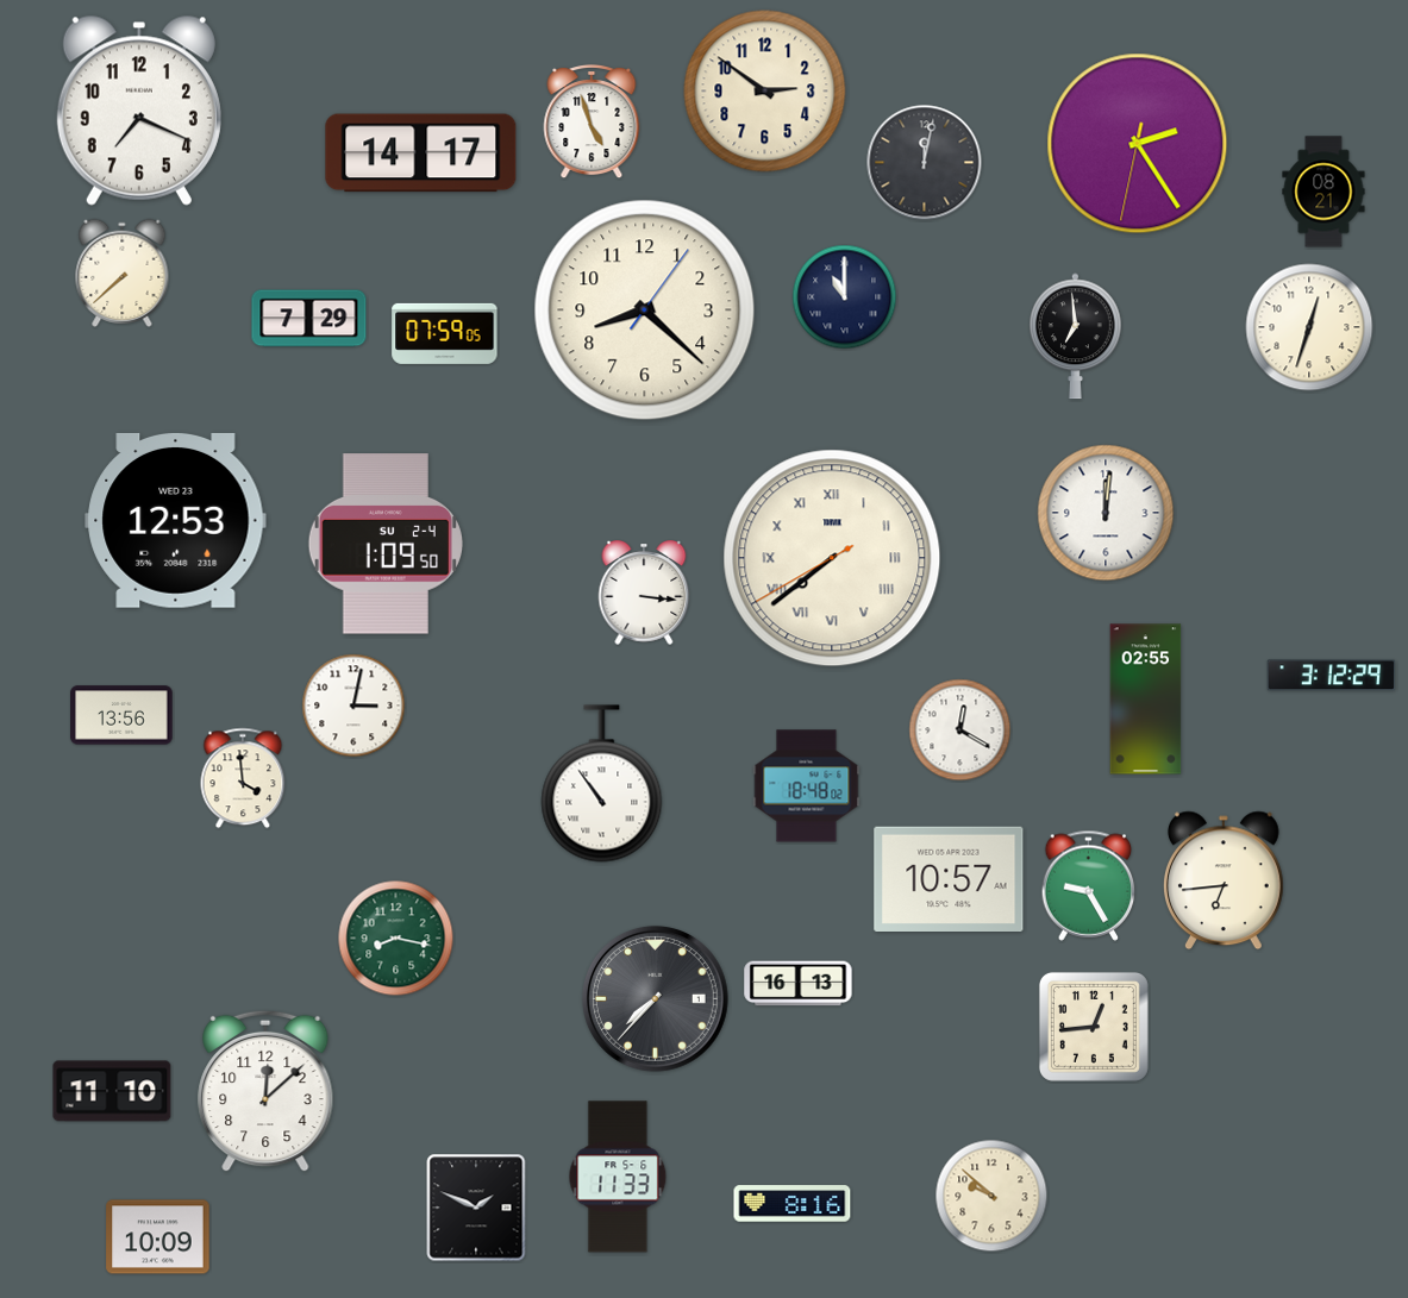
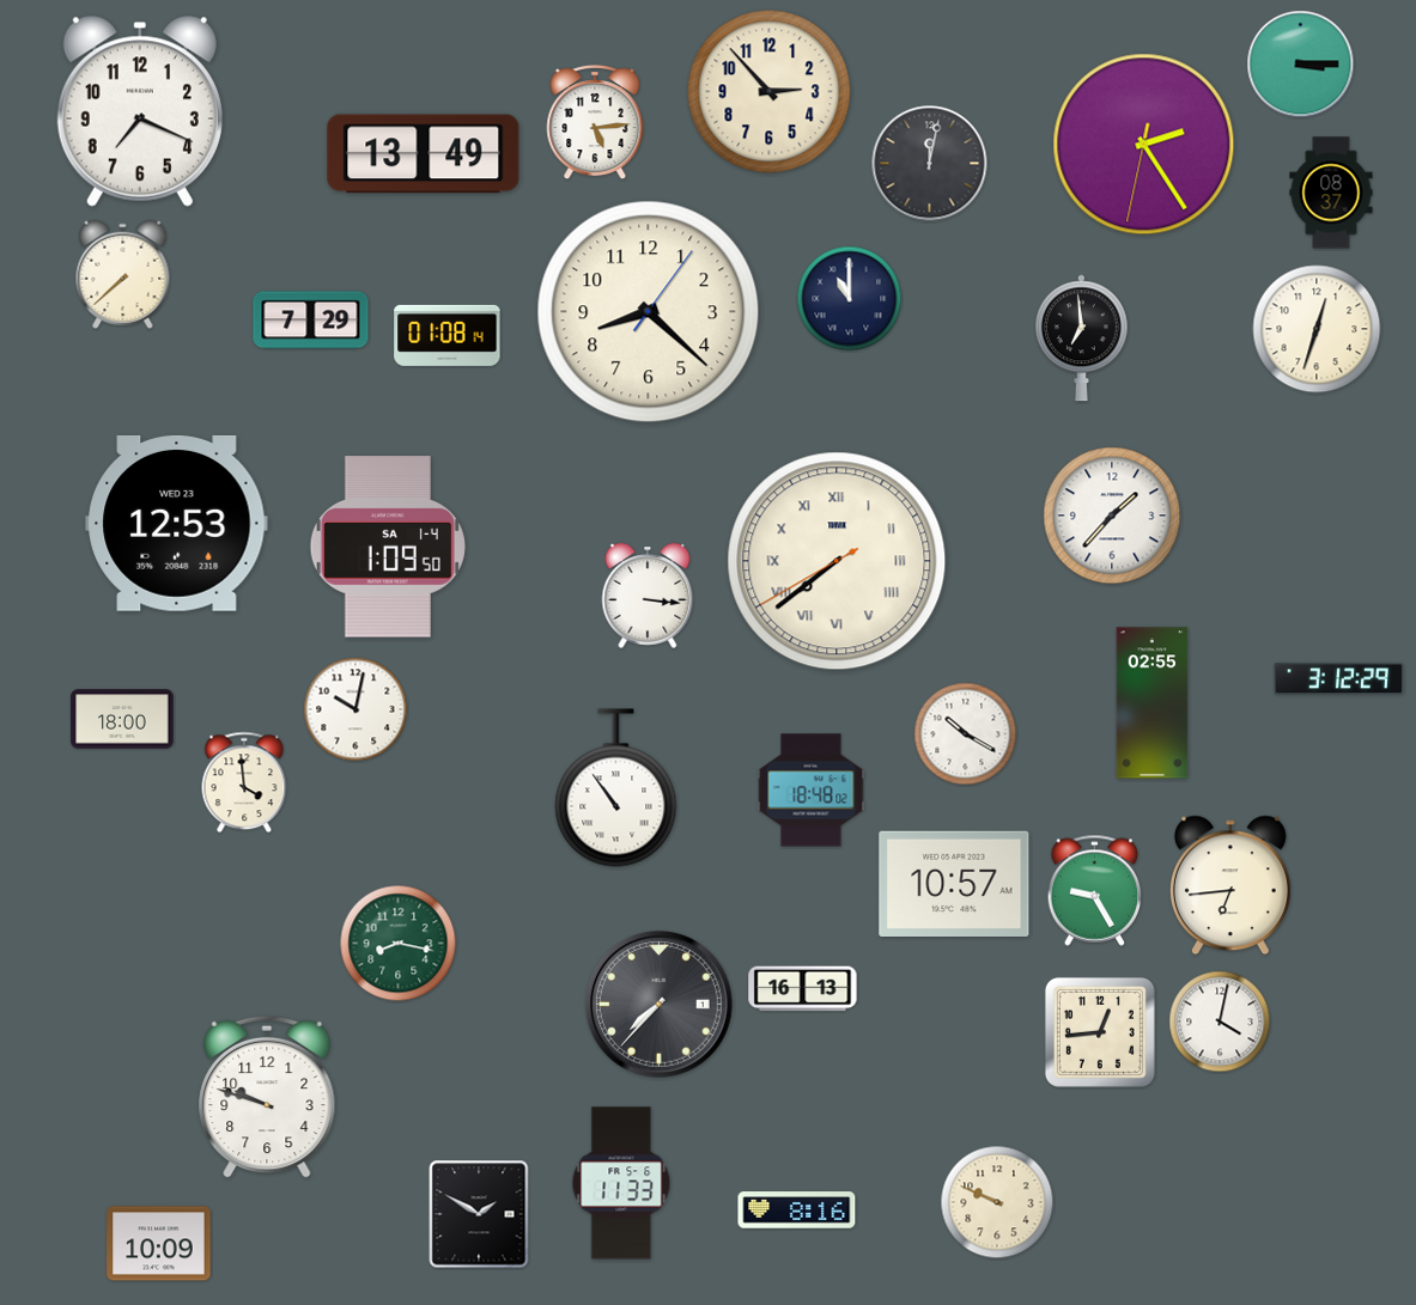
clock at (1301, 65): none -> 3:15
clock at (765, 92): 2:51 -> 2:53
clock at (592, 121): 4:57 -> 5:14
clock at (421, 153): 14:17 -> 13:49
clock at (1323, 192): 08:21 -> 08:37
clock at (445, 333): 07:59 -> 01:08
clock at (1106, 513): 12:01 -> 1:37
clock at (386, 544) date: SU 2-4 -> SA 1-4
clock at (353, 706): 3:02 -> 10:02
clock at (121, 715): 13:56 -> 18:00
clock at (960, 730): 12:20 -> 10:20
clock at (602, 784) position: (602, 784) -> (616, 788)
clock at (1220, 1022): none -> 4:02
clock at (112, 1091): 11:10 -> none
clock at (265, 1091): 12:08 -> 9:48
clock at (991, 1196): 9:52 -> 9:49
clock at (476, 1208): 1:49 -> 1:50
